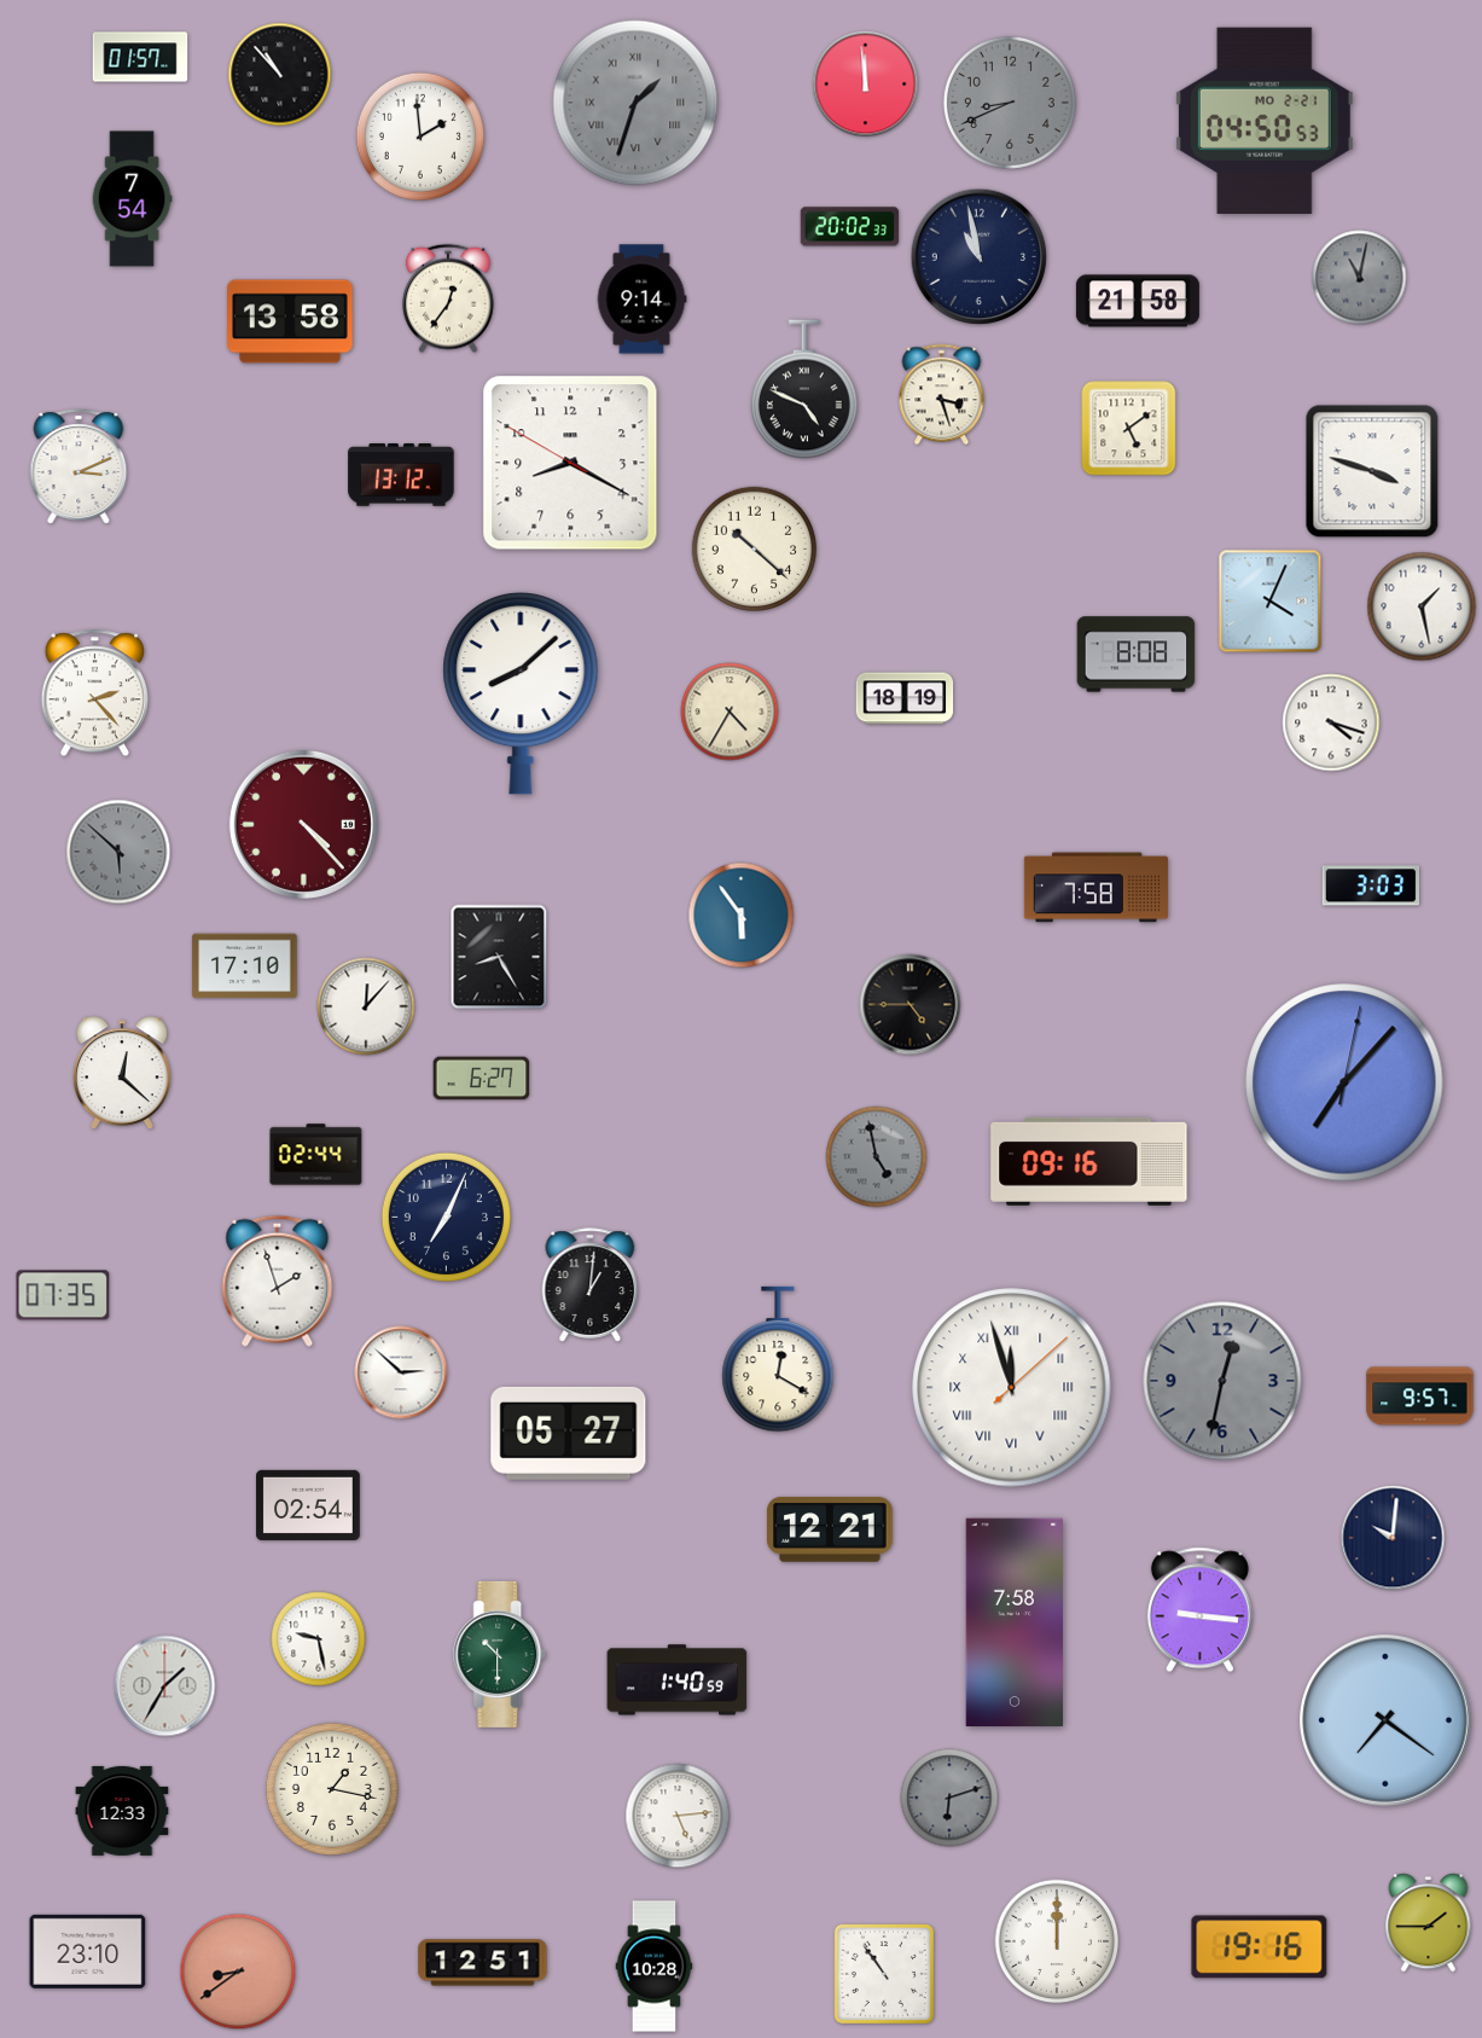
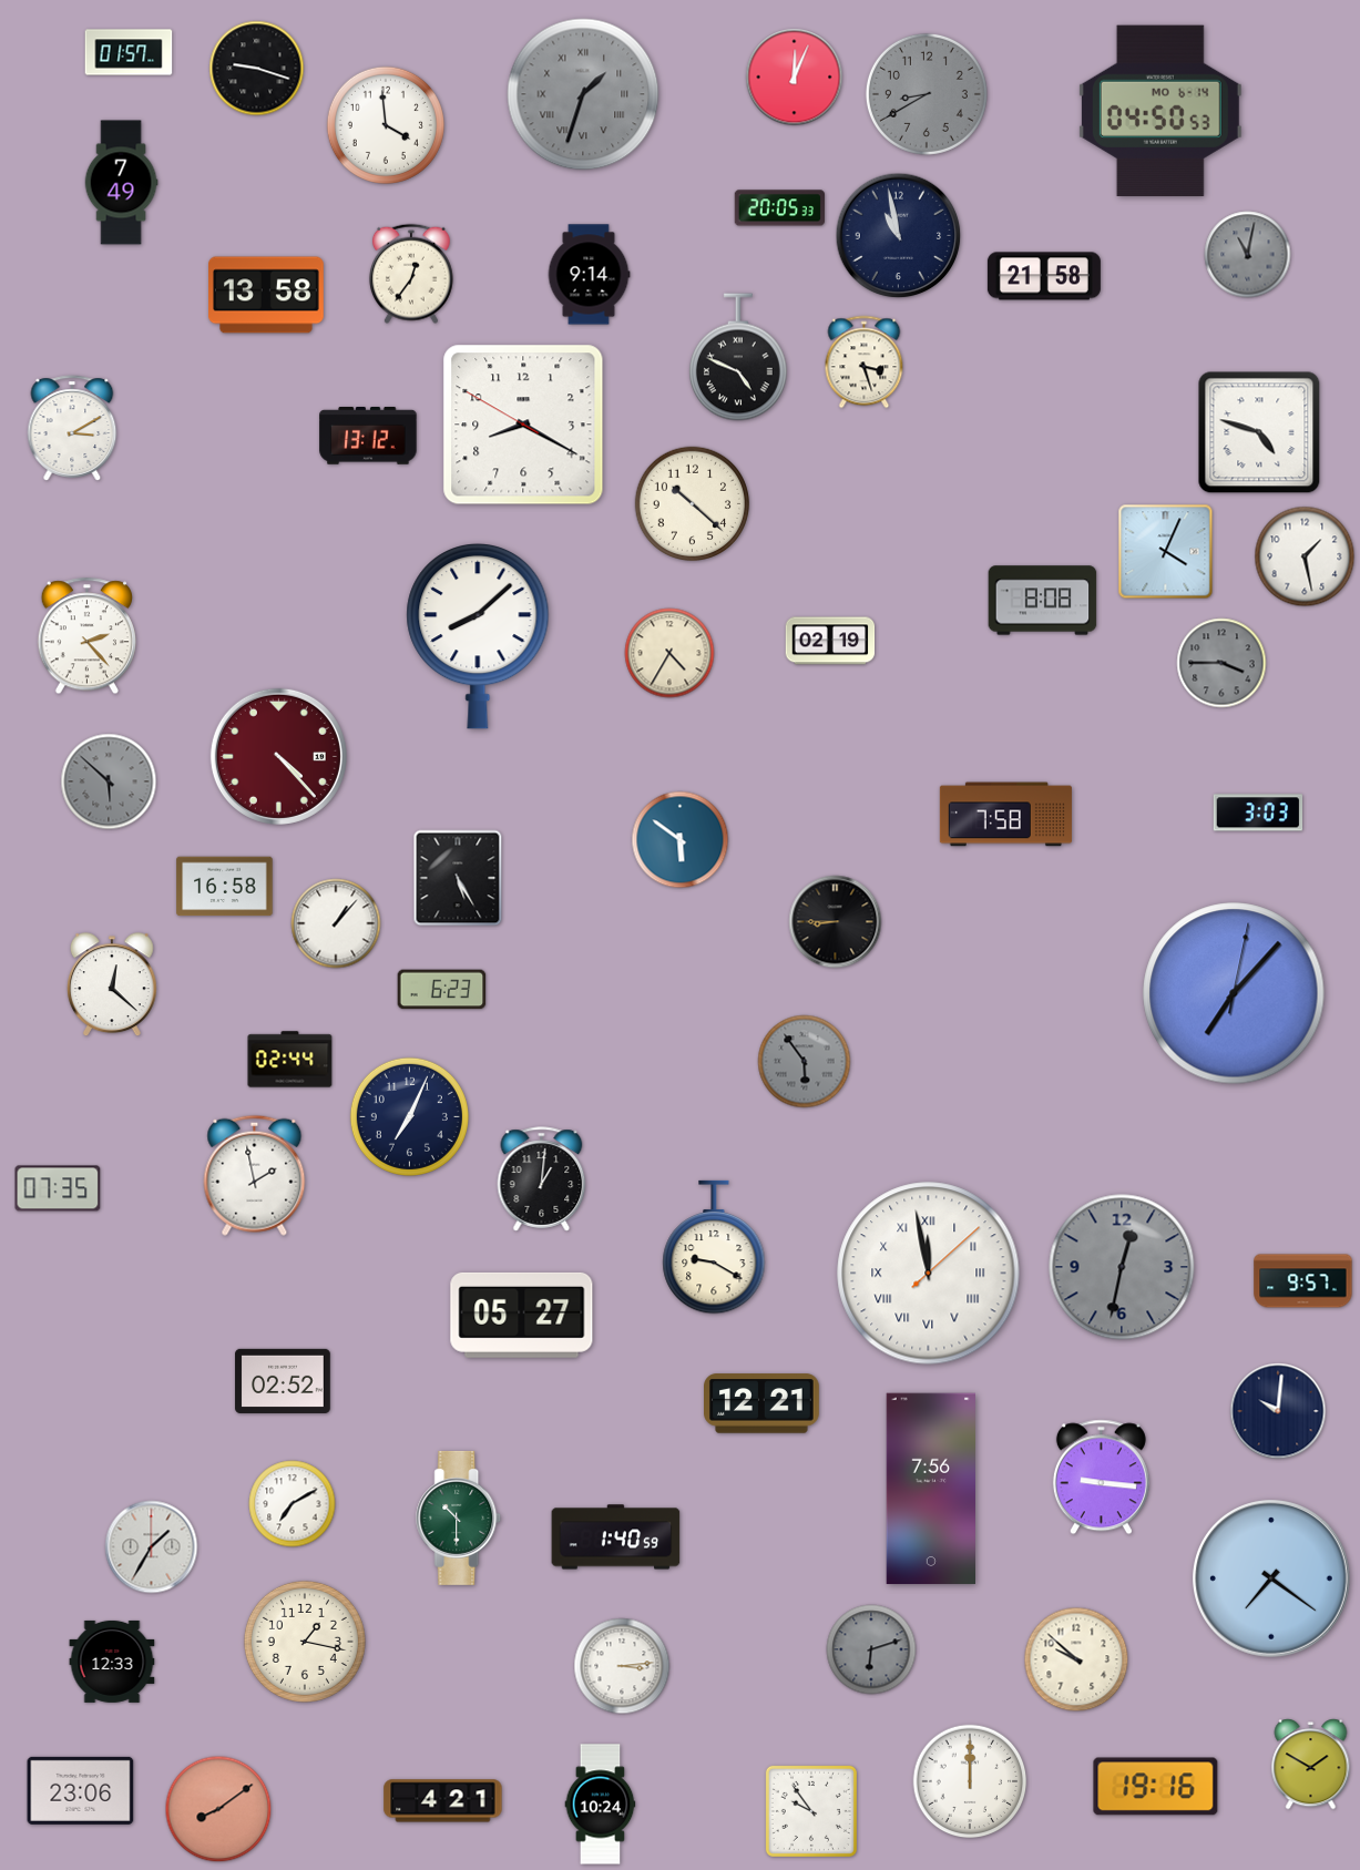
clock at (280, 75): 10:53 -> 9:18
clock at (866, 85): 11:59 -> 12:04
clock at (1010, 103): 8:41 -> 8:40
clock at (1265, 121) date: MO 2-21 -> MO 6-14
clock at (420, 137): 1:59 -> 3:59
clock at (132, 199): 7:54 -> 7:49
clock at (849, 227): 20:02 -> 20:05
clock at (1129, 429): 5:09 -> none
clock at (79, 466): 3:11 -> 3:10
clock at (1372, 471): 3:48 -> 4:48
clock at (905, 698): 18:19 -> 02:19
clock at (1331, 722): 4:18 -> 3:45
clock at (1331, 722) dial: white -> grey
clock at (742, 916): 5:54 -> 5:51
clock at (499, 957): 8:25 -> 5:25
clock at (245, 966): 17:10 -> 16:58
clock at (911, 1005): 4:45 -> 8:45
clock at (366, 1006): 12:07 -> 1:07
clock at (482, 1079): 6:27 -> 6:23
clock at (877, 1157): 4:58 -> 5:54
clock at (1089, 1161): 09:16 -> none
clock at (278, 1281): 1:57 -> 1:58
clock at (778, 1359): 12:20 -> 9:20
clock at (401, 1372): 2:52 -> none
clock at (1012, 1388): 11:57 -> 11:58
clock at (308, 1505): 02:54 -> 02:52
clock at (1013, 1622): 7:58 -> 7:56
clock at (319, 1639): 9:28 -> 7:10
clock at (678, 1680) position: (678, 1680) -> (616, 1537)
clock at (1076, 1659): none -> 9:52
clock at (678, 1816): 5:14 -> 3:14
clock at (1429, 1923): 1:45 -> 1:50
clock at (88, 1951): 23:10 -> 23:06
clock at (483, 1963): 12:51 -> 4:21
clock at (655, 1967): 10:28 -> 10:24
clock at (238, 1972): 8:39 -> 8:09
clock at (884, 1974): 10:54 -> 9:54
